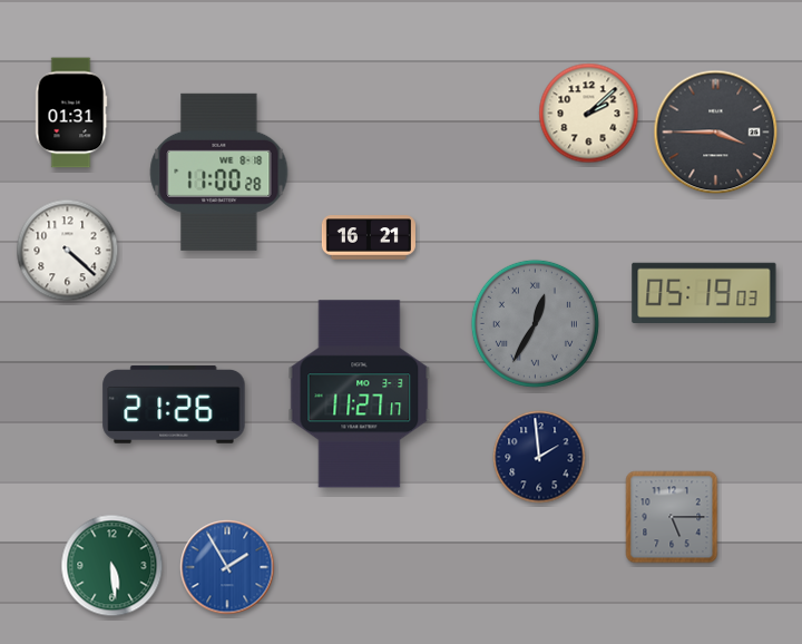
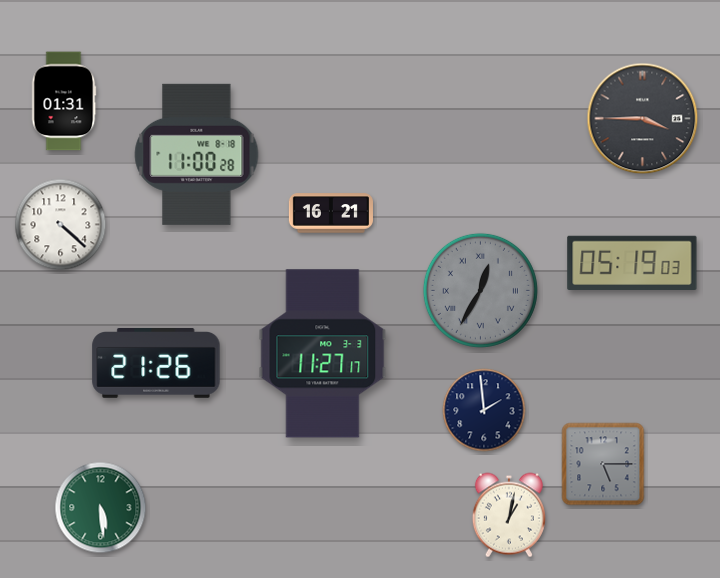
clock at (589, 114): 2:08 -> none
clock at (227, 567): 1:55 -> none
clock at (509, 515): none -> 1:02
